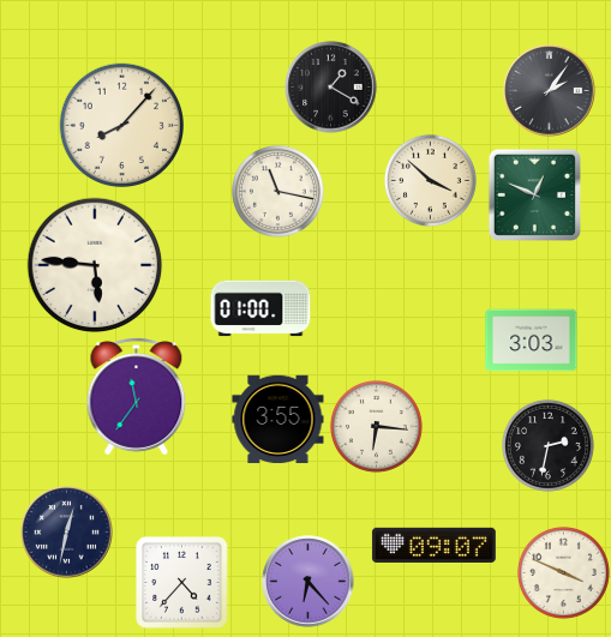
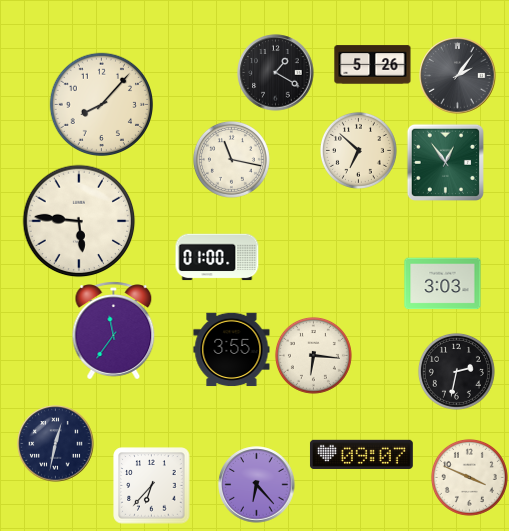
clock at (373, 65): none -> 5:26
clock at (430, 180): 3:52 -> 6:52
clock at (534, 194): 12:49 -> 12:54
clock at (182, 583): 4:37 -> 6:37
